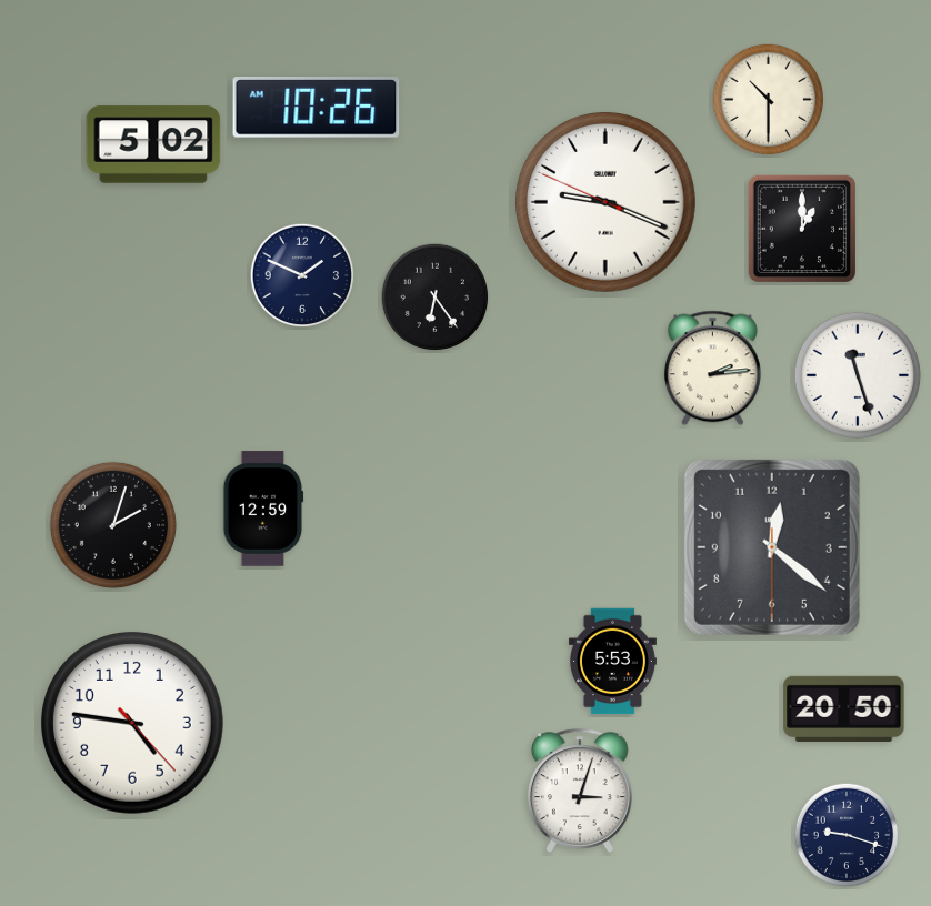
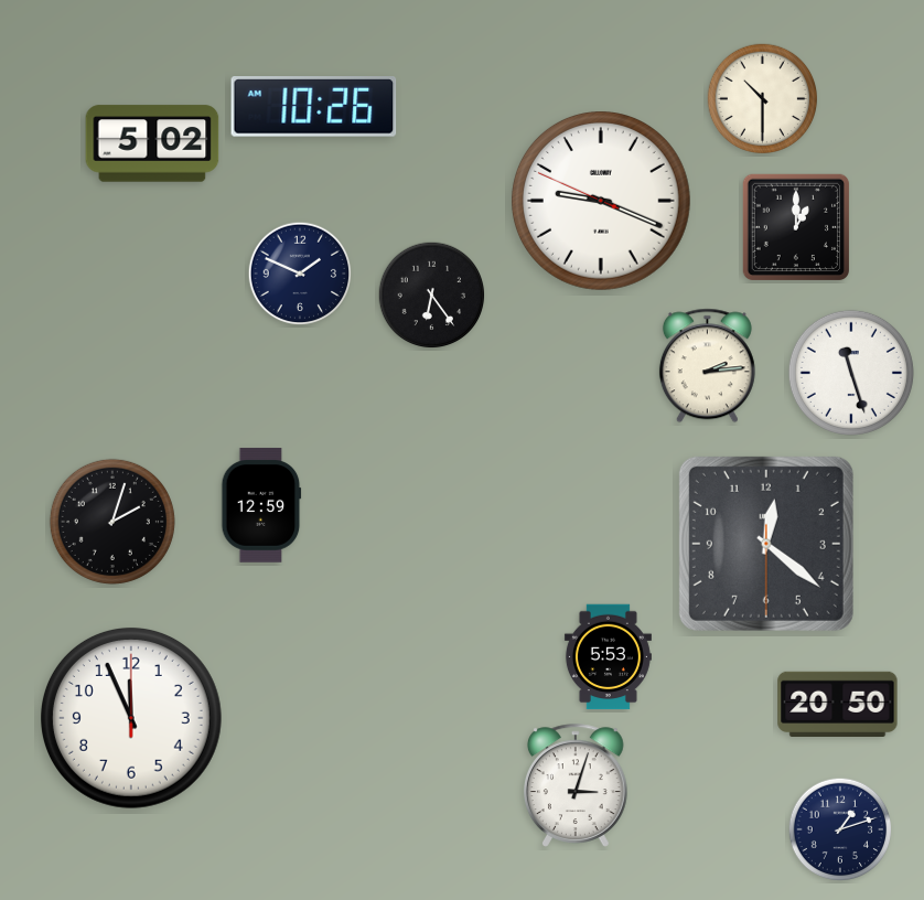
clock at (132, 723): 4:46 -> 11:56
clock at (847, 835): 9:18 -> 1:12
